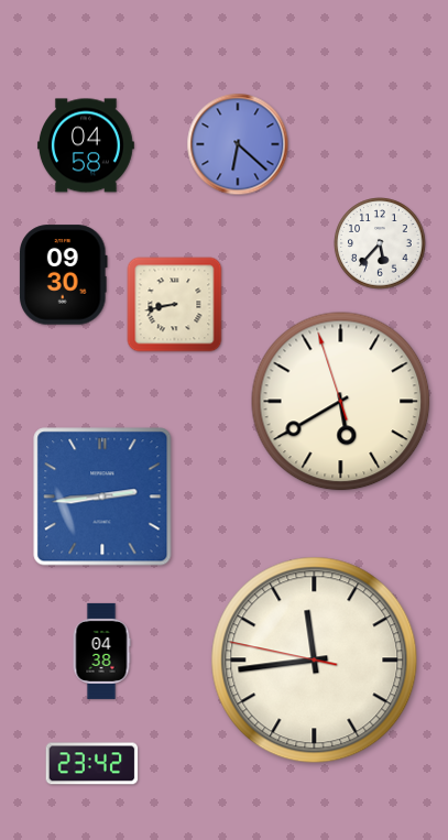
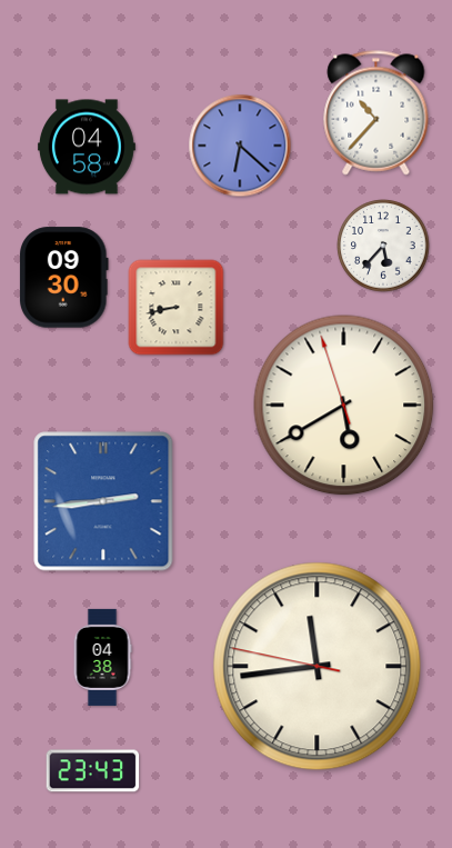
clock at (376, 113): none -> 10:37
clock at (92, 764): 23:42 -> 23:43
